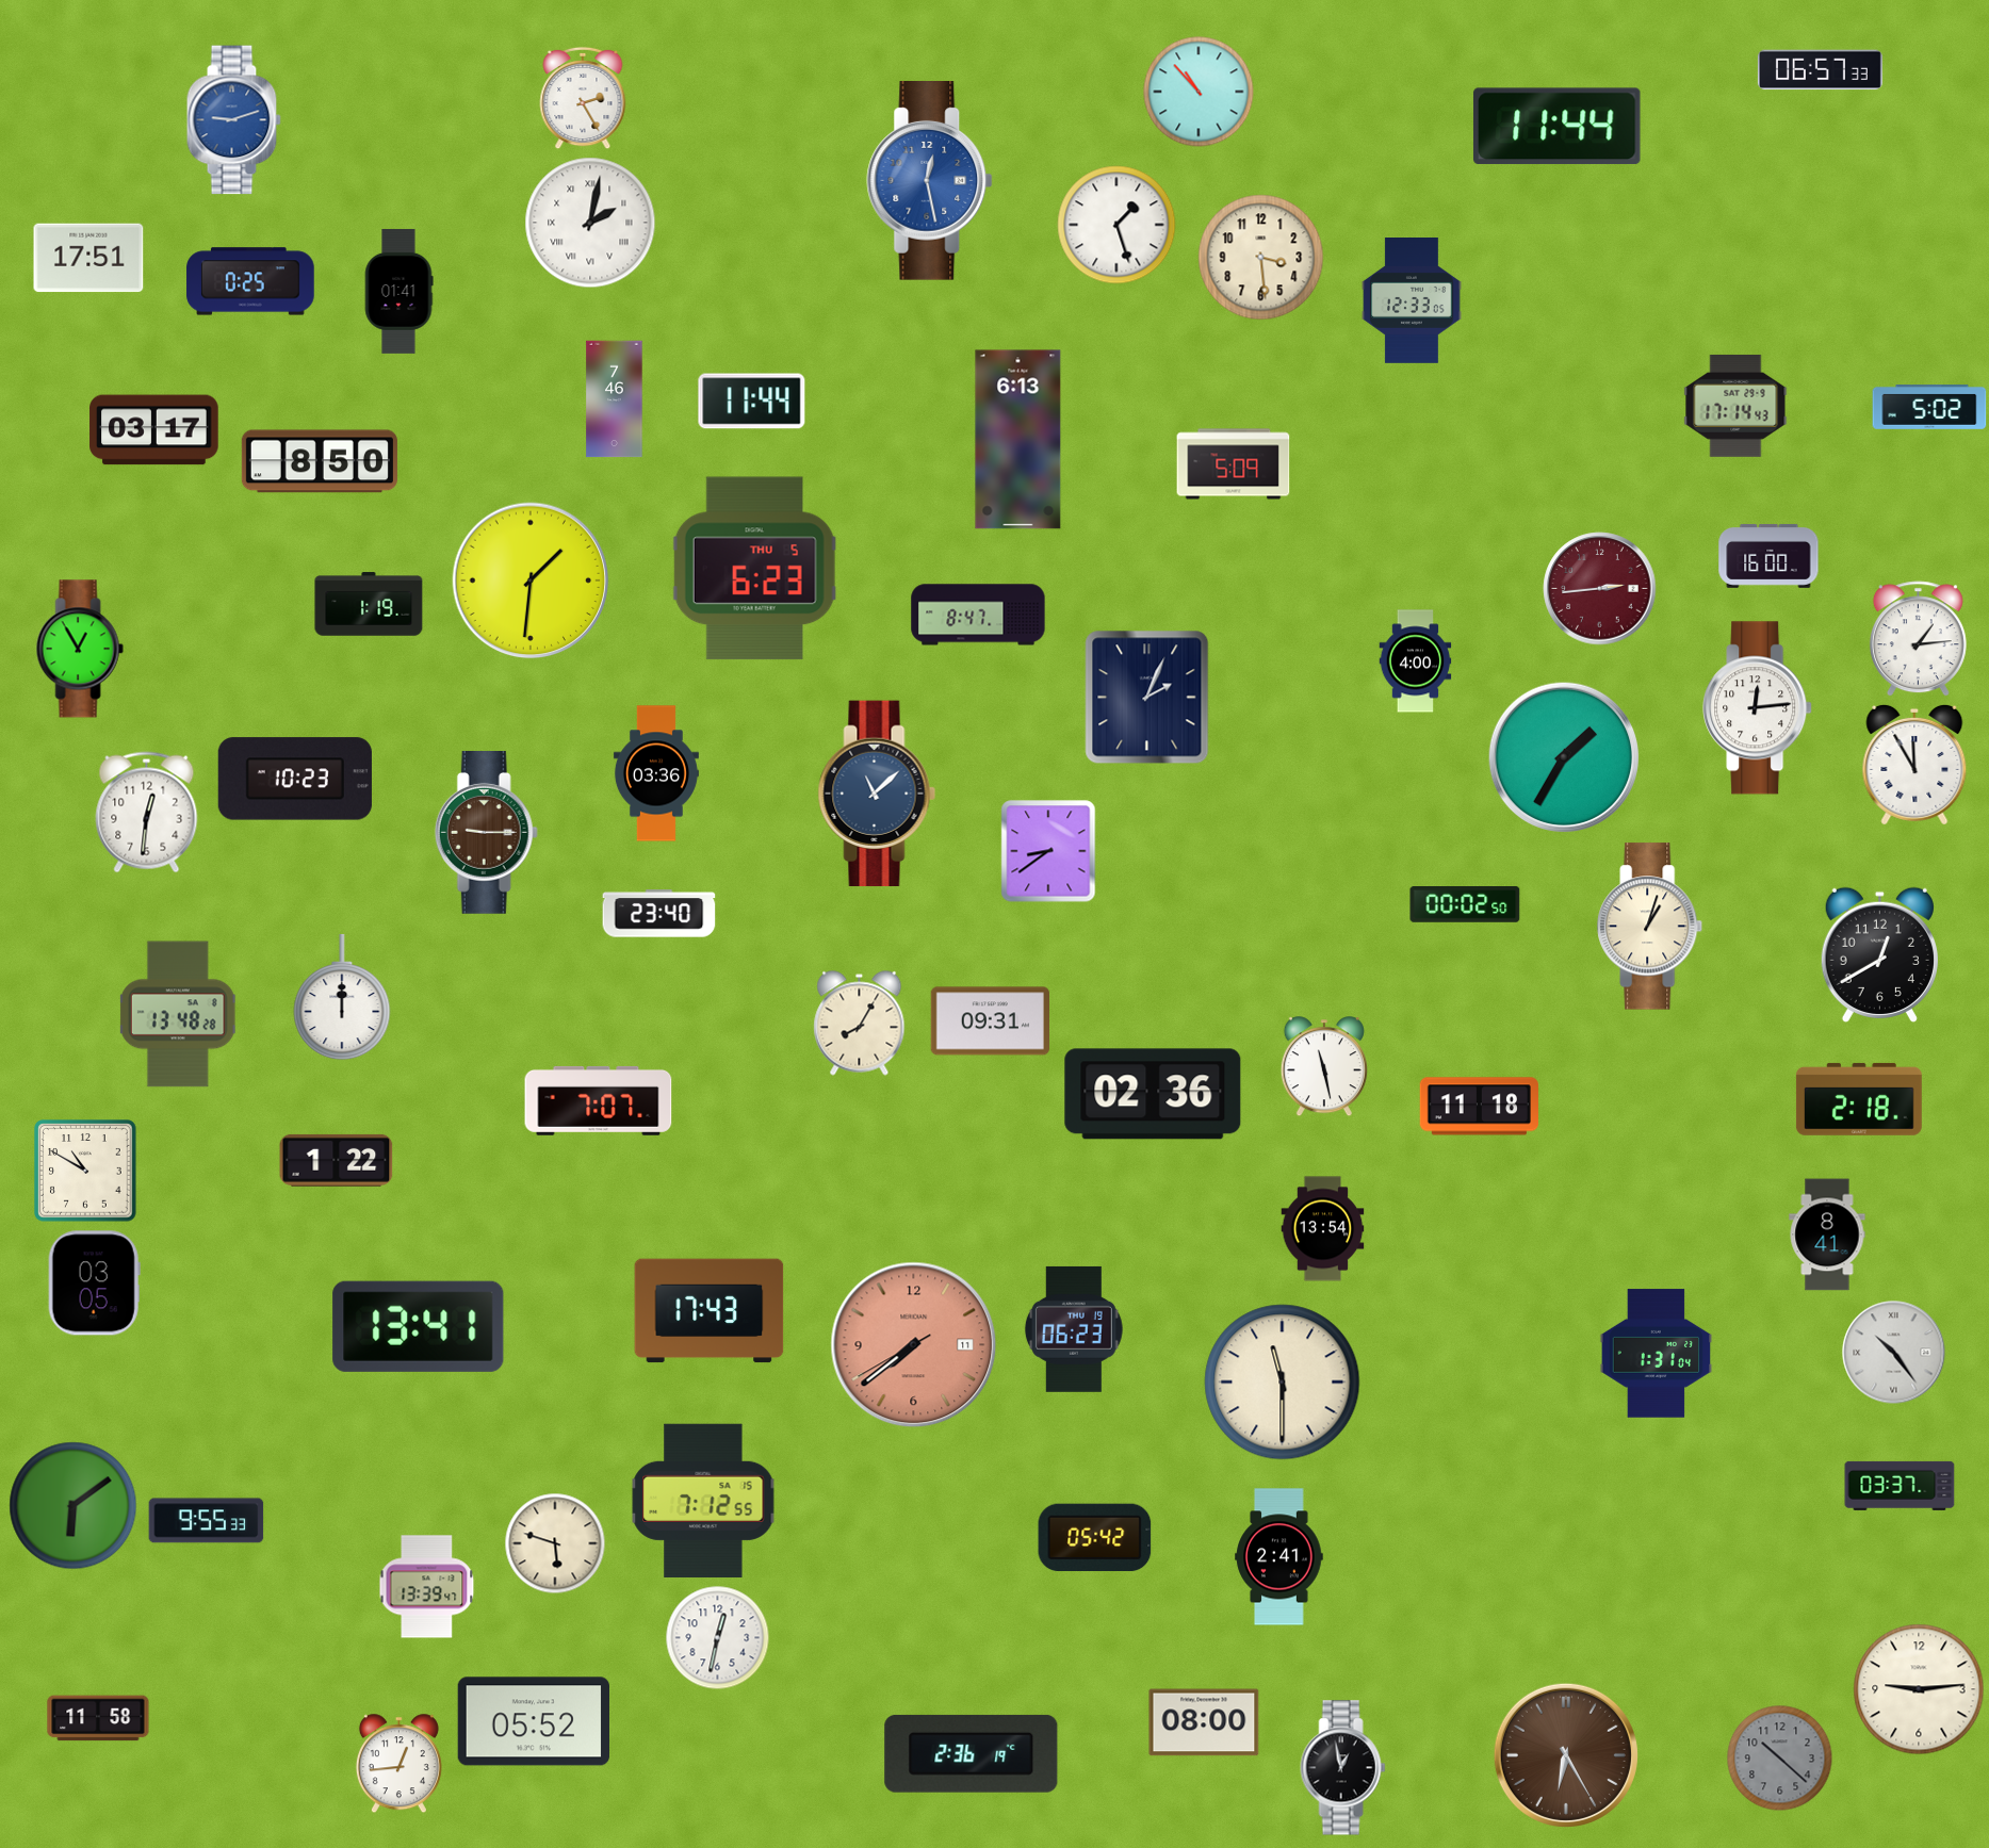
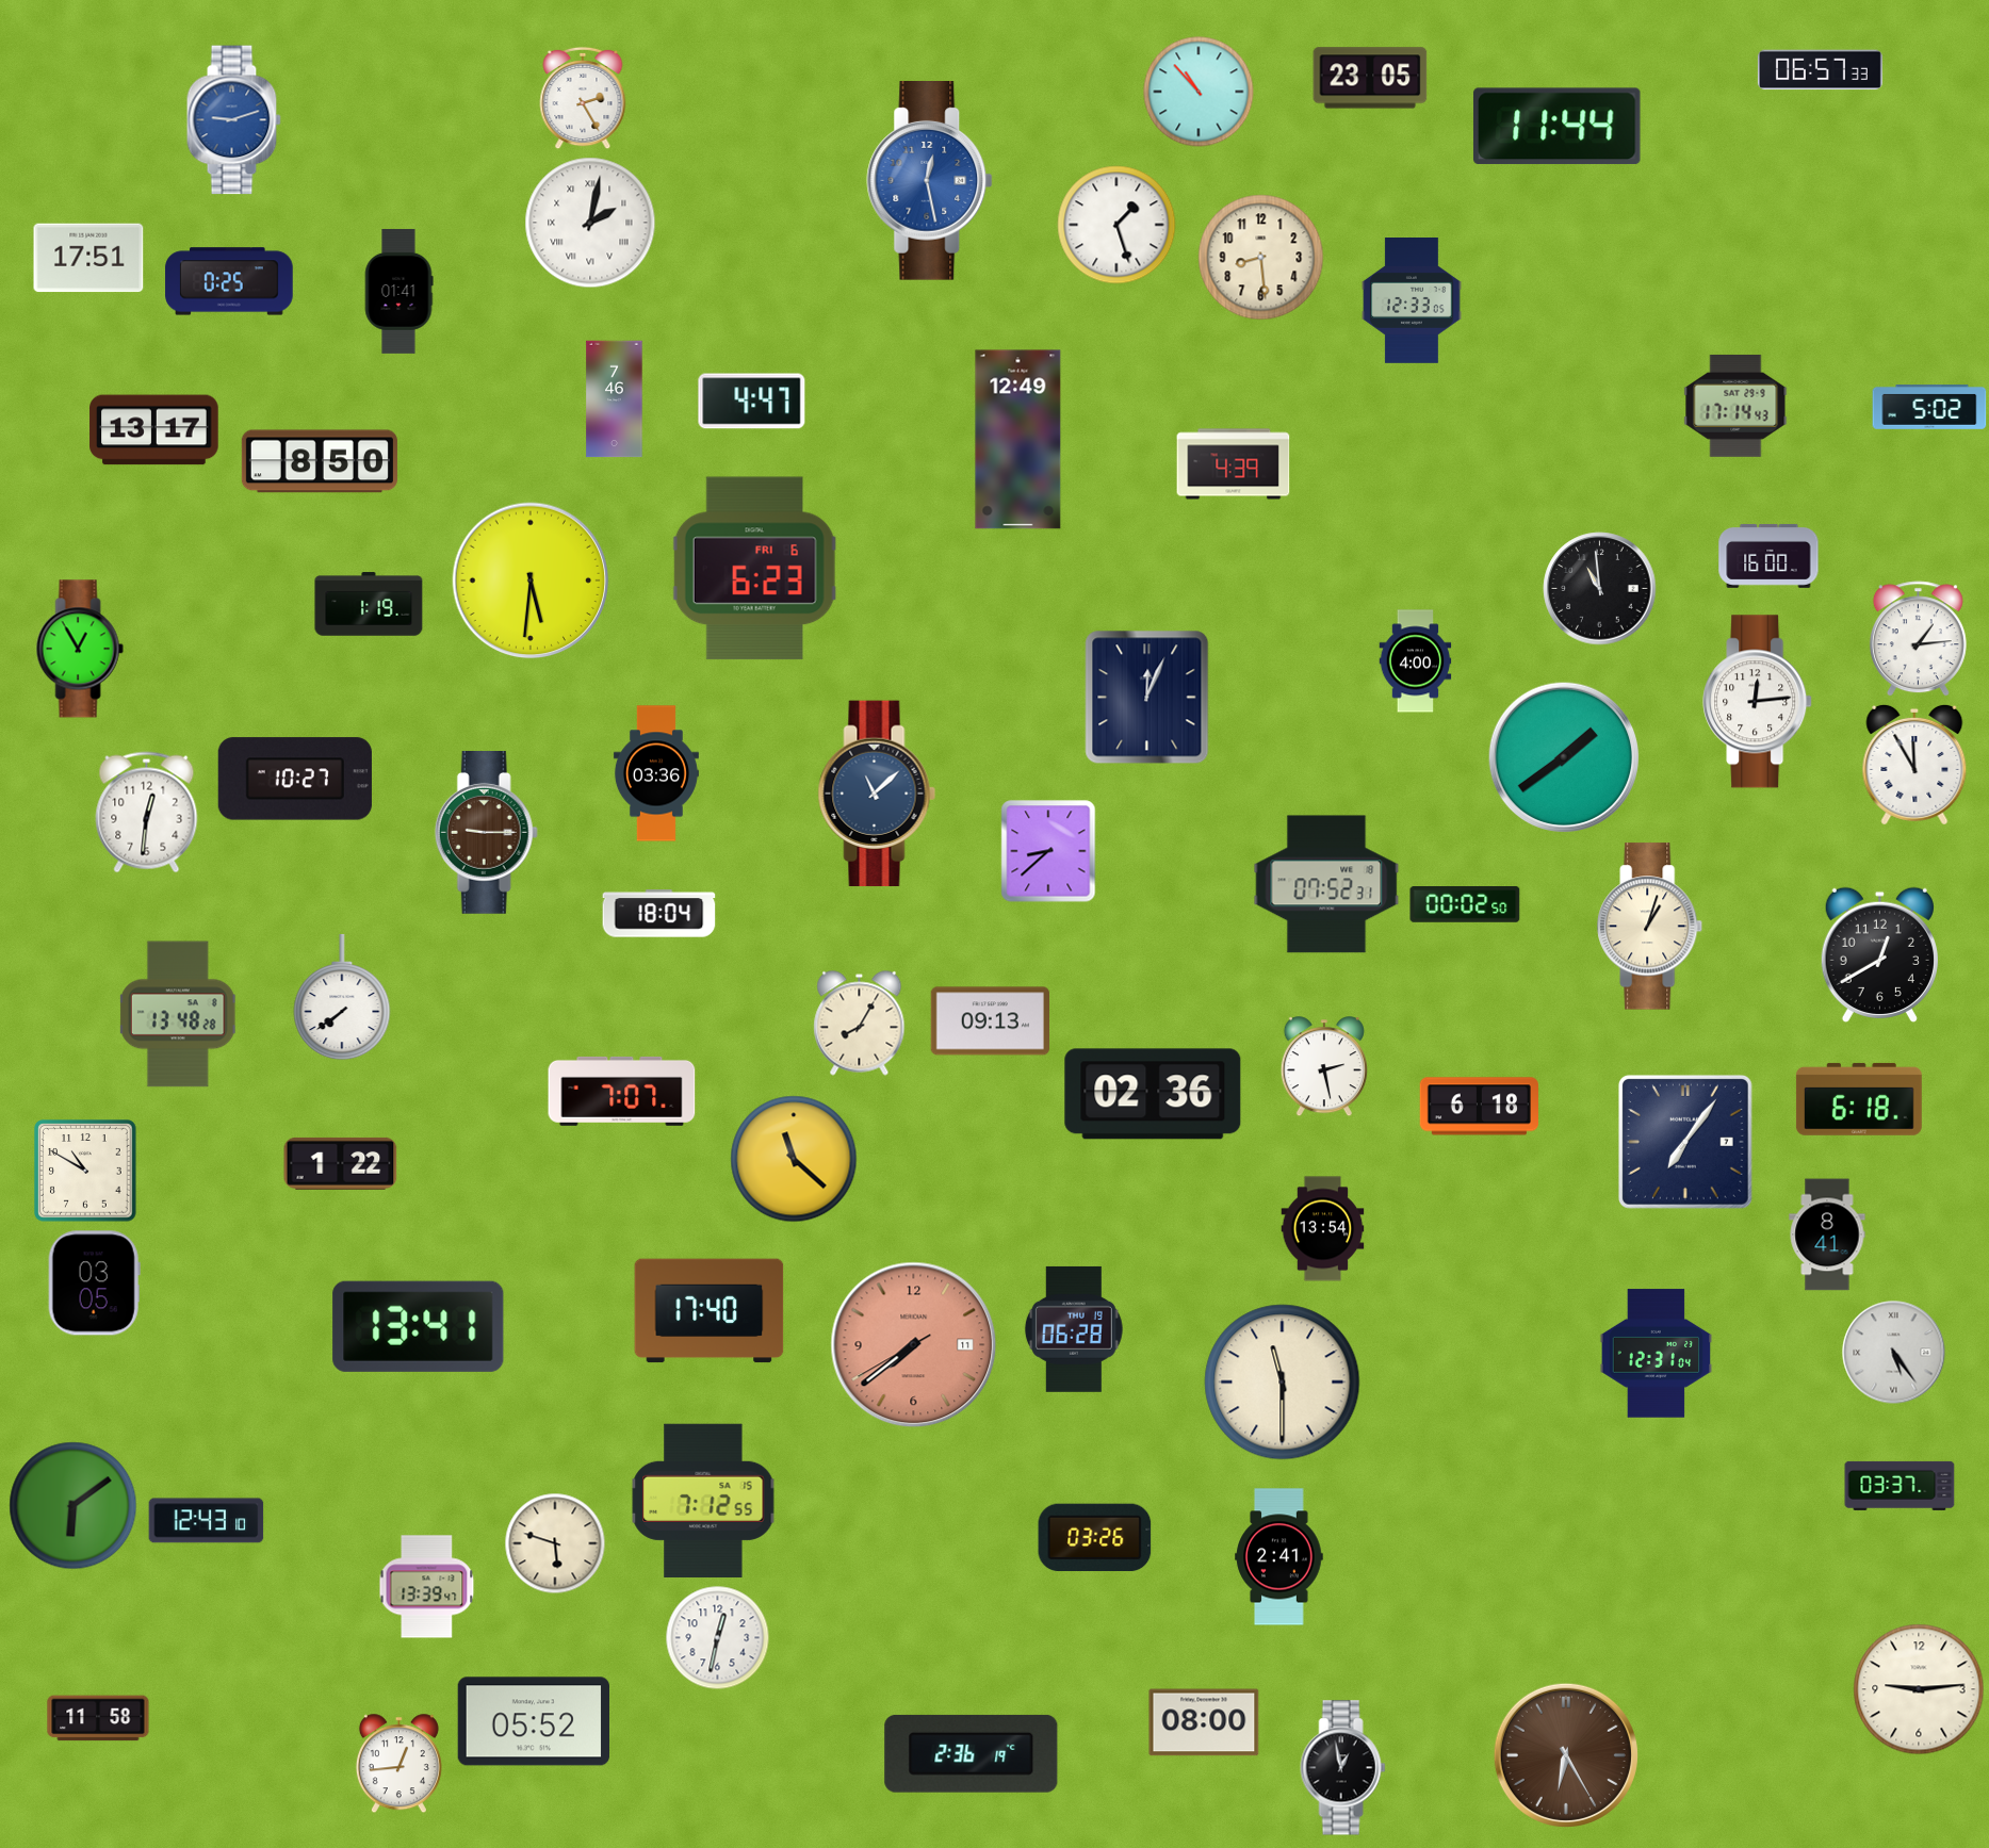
clock at (1370, 78): none -> 23:05
clock at (1261, 258): 3:29 -> 8:29
clock at (250, 281) position: (250, 281) -> (229, 281)
clock at (752, 402): 11:44 -> 4:47
clock at (154, 430): 03:17 -> 13:17
clock at (1018, 440): 6:13 -> 12:49
clock at (1234, 464): 5:09 -> 4:39
clock at (754, 569) date: THU 5 -> FRI 6
clock at (531, 580): 1:31 -> 5:31
clock at (1600, 589): 2:44 -> 10:59
clock at (1600, 589) dial: burgundy -> black
clock at (978, 615): 8:47 -> none
clock at (1147, 698): 2:04 -> 12:04
clock at (1758, 708) position: (1758, 708) -> (1758, 702)
clock at (1564, 757): 1:35 -> 1:39
clock at (295, 779): 10:23 -> 10:27
clock at (1048, 851): 8:39 -> 8:38
clock at (1326, 884): none -> 07:52
clock at (659, 914): 23:40 -> 18:04
clock at (342, 997): 12:00 -> 7:39
clock at (990, 1021): 09:31 -> 09:13
clock at (1324, 1067): 11:28 -> 2:28
clock at (1859, 1099): 2:18 -> 6:18
clock at (599, 1100) position: (599, 1100) -> (622, 1091)
clock at (1479, 1107): 11:18 -> 6:18
clock at (1685, 1142): none -> 7:06
clock at (794, 1159): none -> 11:22
clock at (337, 1160) position: (337, 1160) -> (341, 1163)
clock at (710, 1311): 17:43 -> 17:40
clock at (1074, 1329): 06:23 -> 06:28
clock at (1894, 1353): 10:24 -> 5:24
clock at (1657, 1354): 1:31 -> 12:31
clock at (207, 1521): 9:55 -> 12:43
clock at (1095, 1538): 05:42 -> 03:26
clock at (1780, 1759): 10:22 -> none
